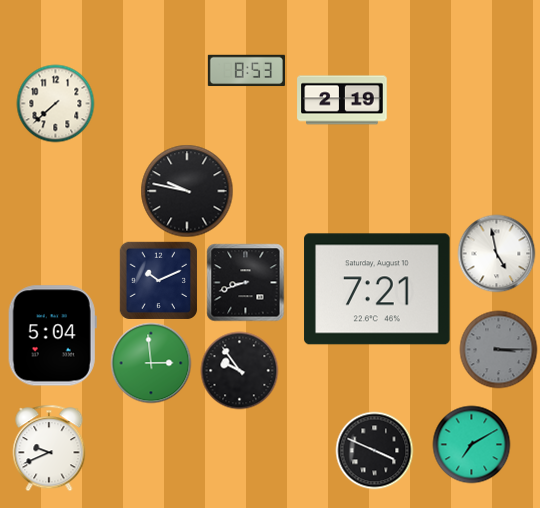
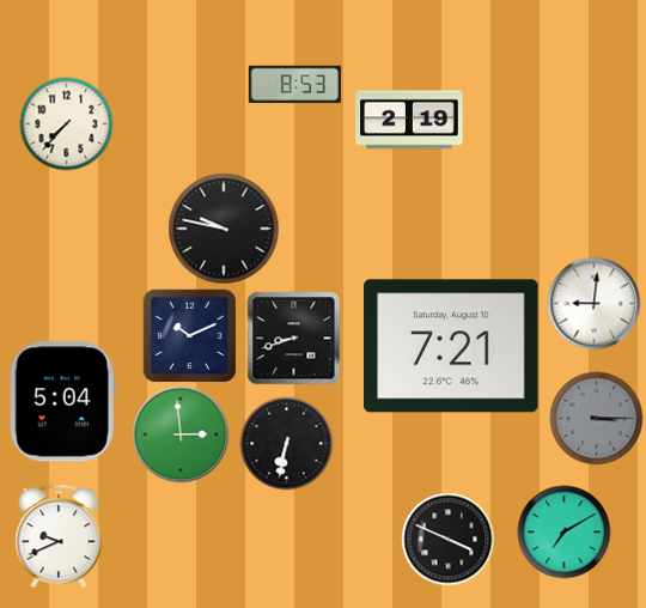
clock at (55, 103): 7:38 -> 7:37
clock at (496, 253): 4:58 -> 9:01
clock at (239, 370): 9:54 -> 6:32
